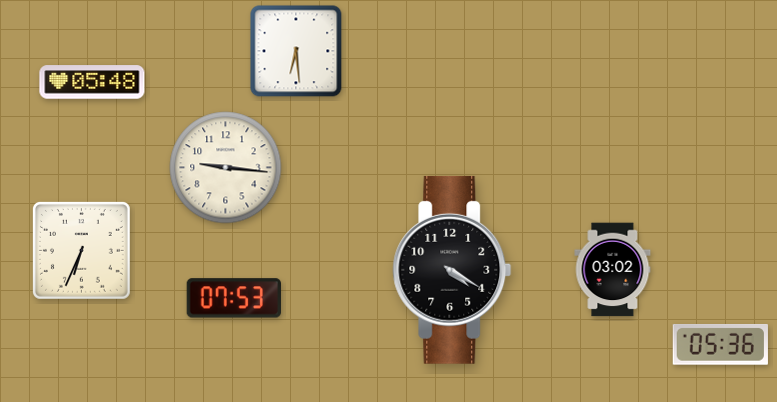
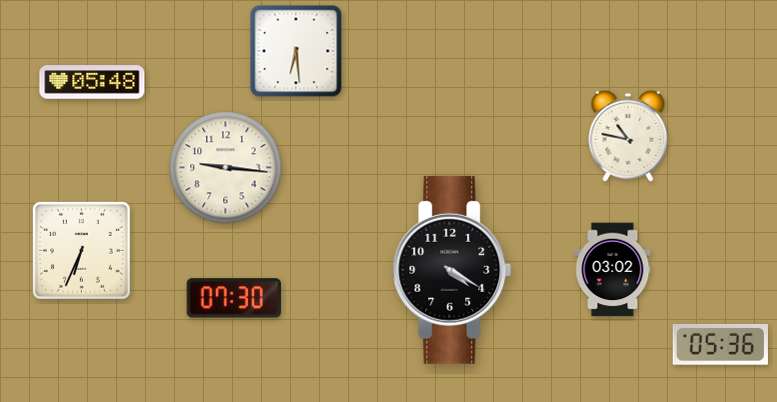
clock at (628, 136): none -> 10:47
clock at (234, 298): 07:53 -> 07:30
